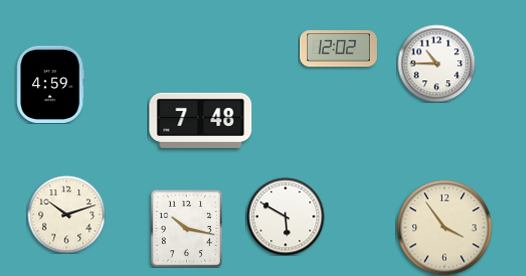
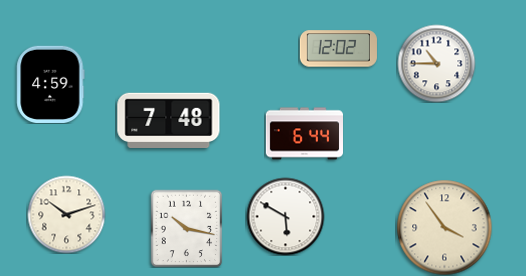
clock at (201, 121) position: (201, 121) -> (169, 121)
clock at (304, 134): none -> 6:44
